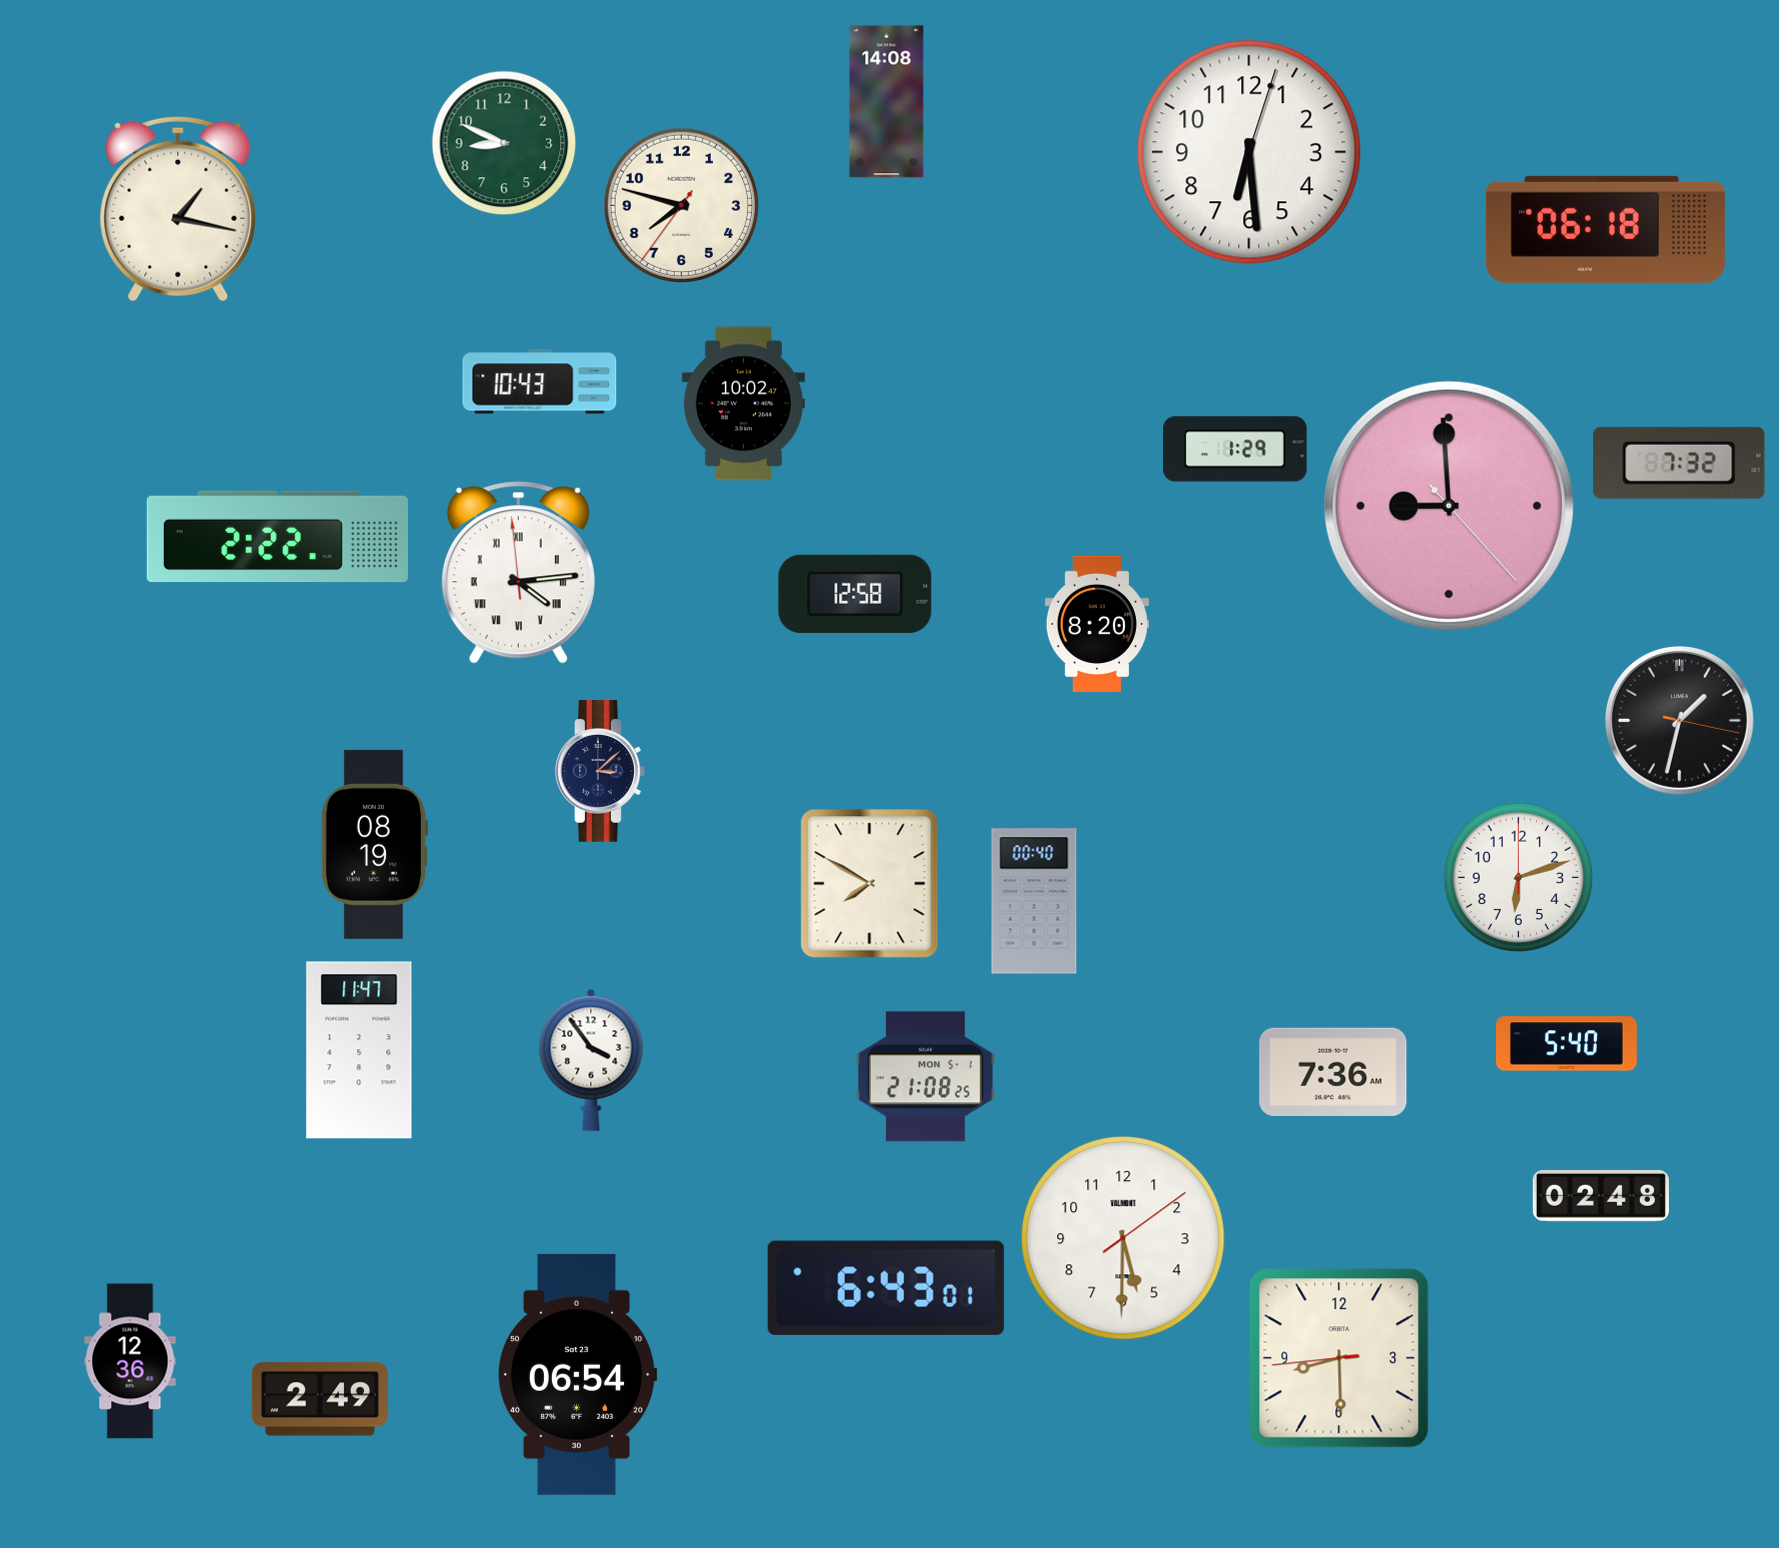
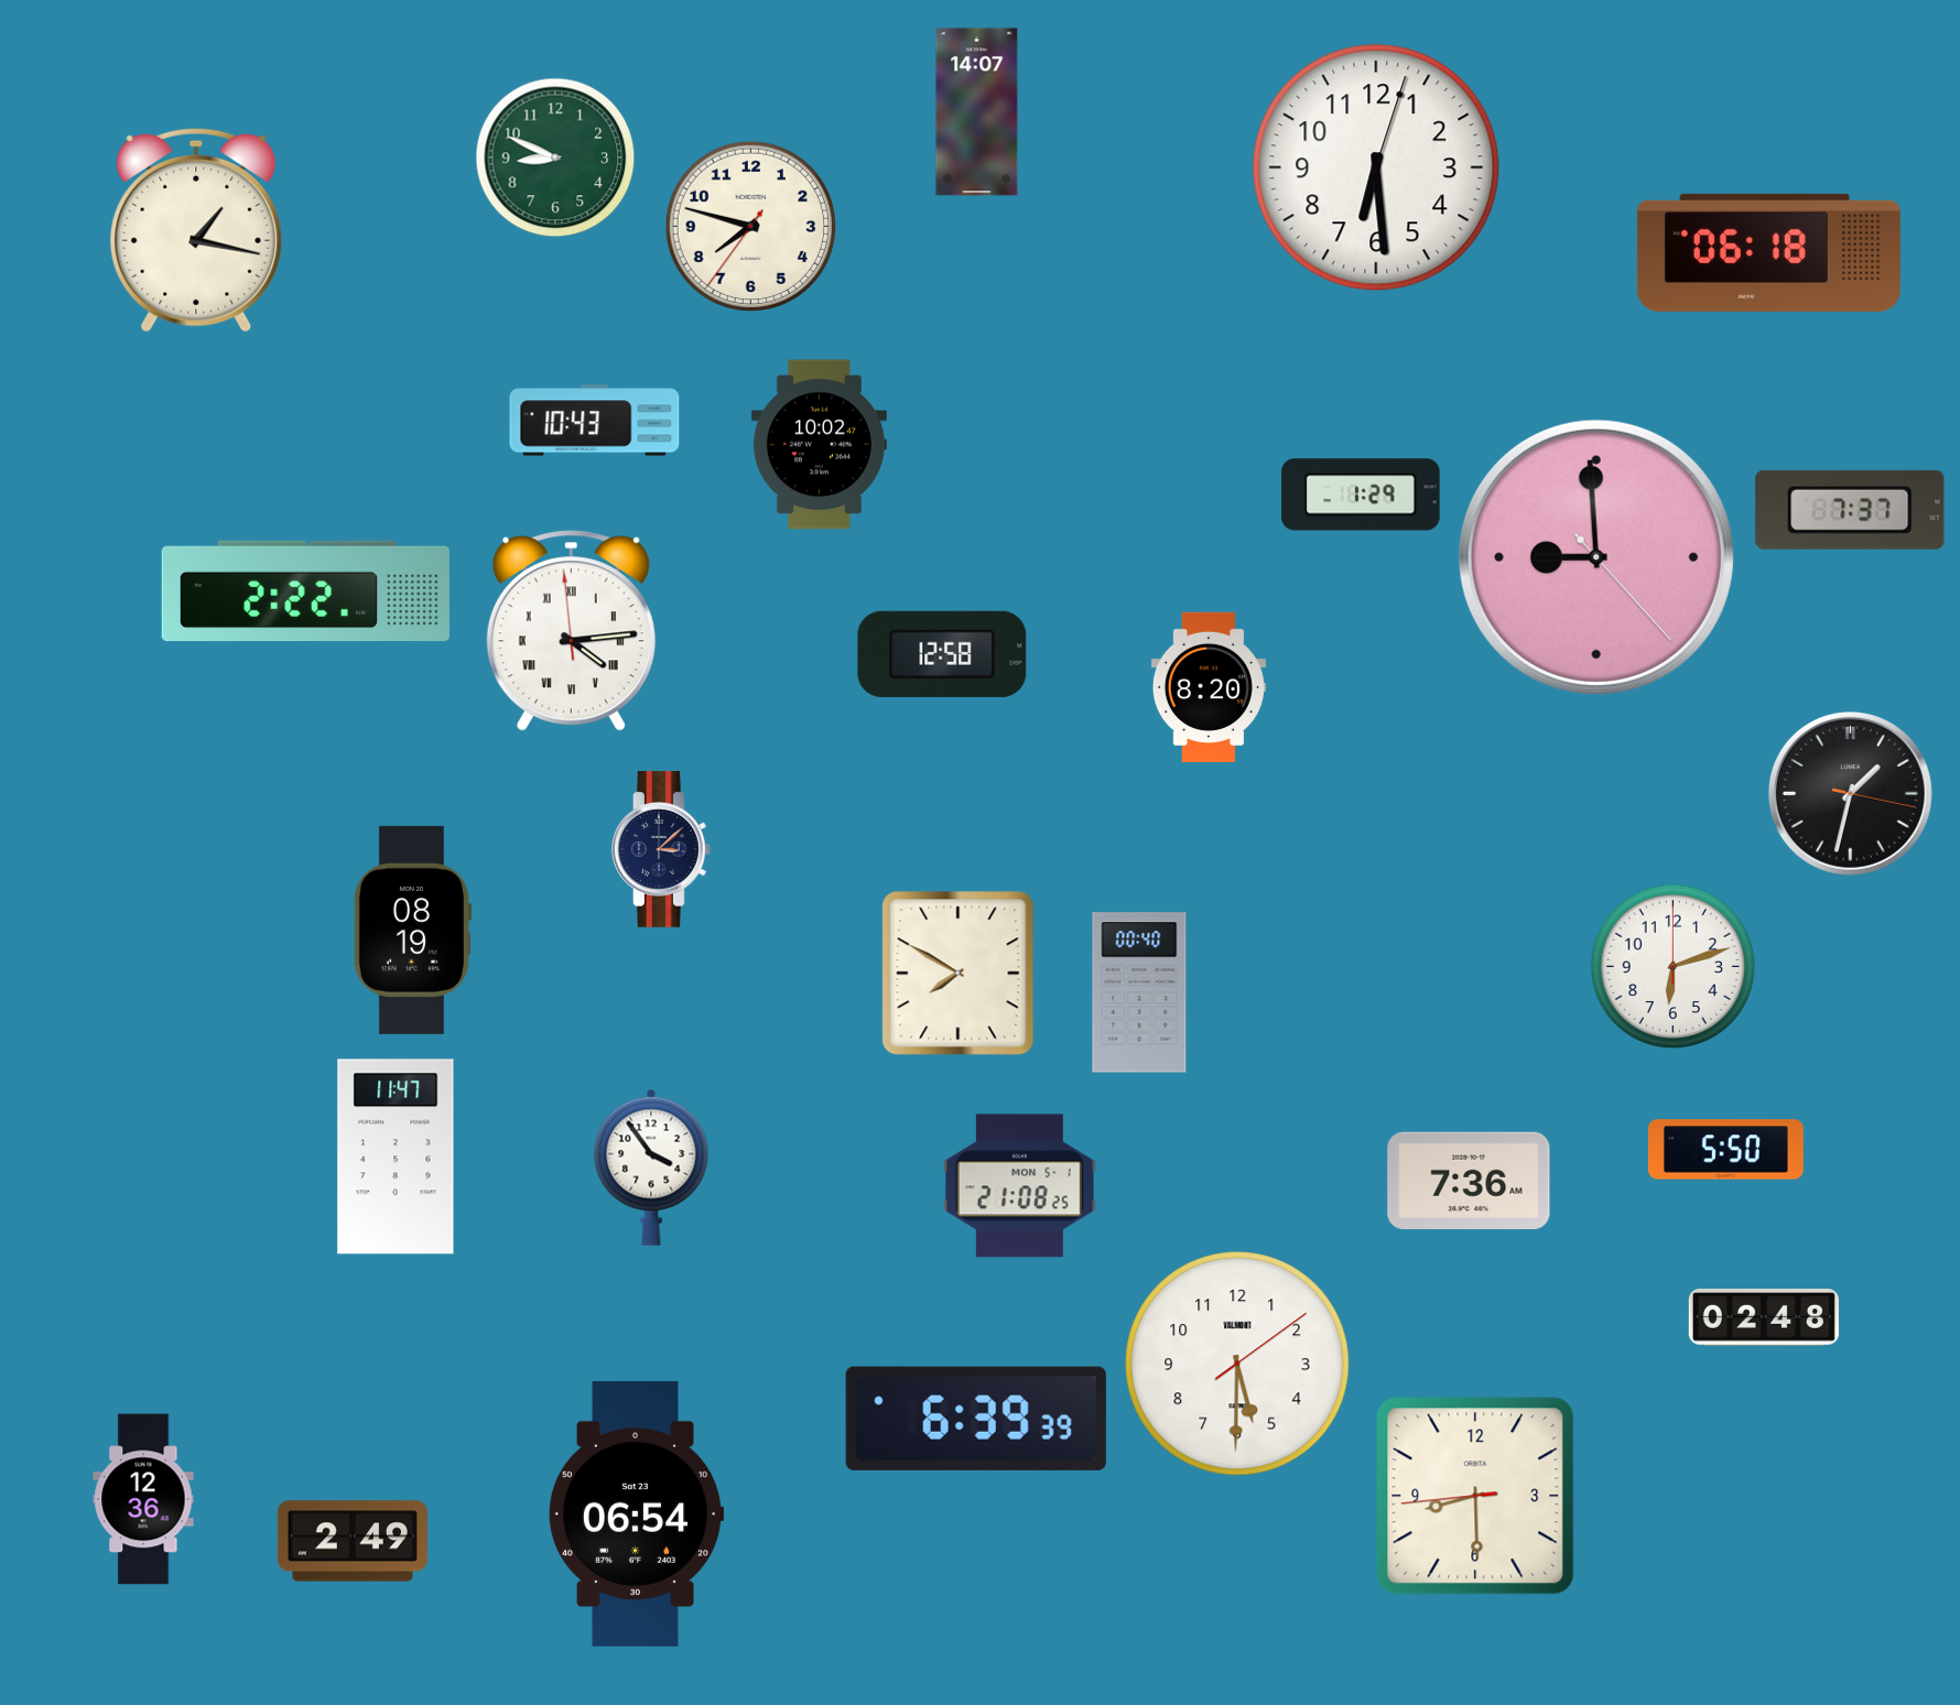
clock at (887, 102): 14:08 -> 14:07
clock at (1679, 463): 7:32 -> 7:37
clock at (1566, 1044): 5:40 -> 5:50
clock at (886, 1288): 6:43 -> 6:39
